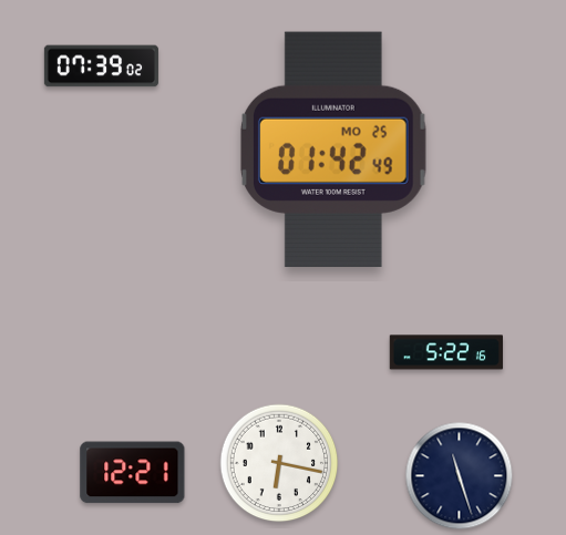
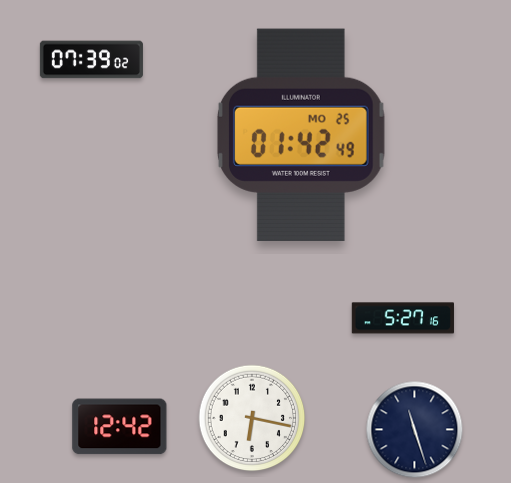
clock at (445, 352): 5:22 -> 5:27
clock at (133, 473): 12:21 -> 12:42
